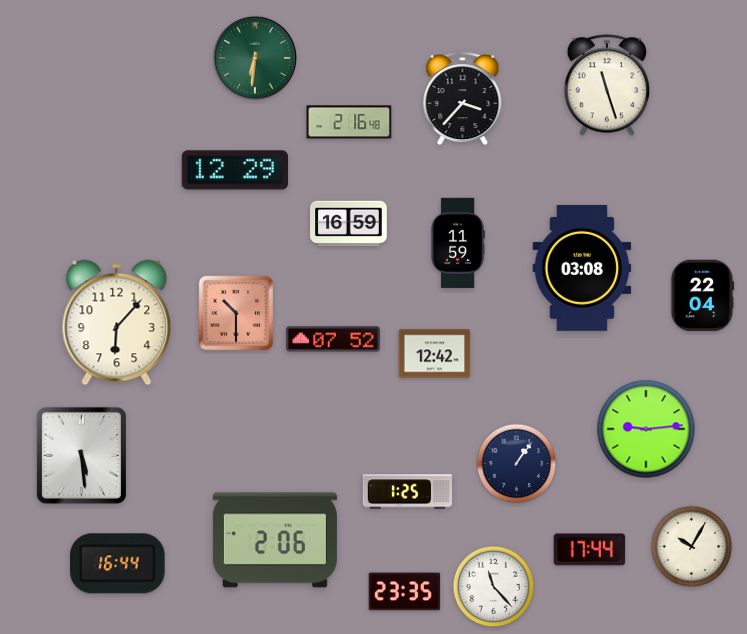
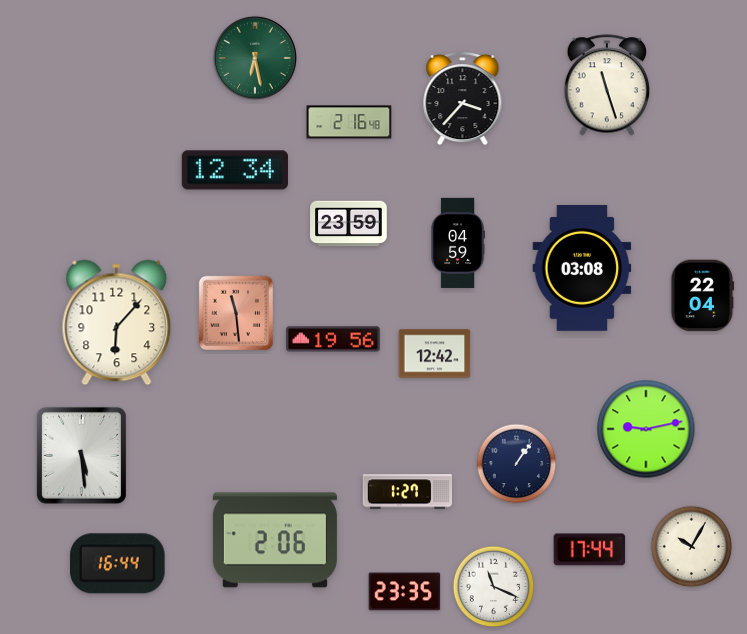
clock at (255, 58): 6:31 -> 6:28
clock at (235, 170): 12:29 -> 12:34
clock at (349, 224): 16:59 -> 23:59
clock at (458, 242): 11:59 -> 04:59
clock at (236, 313): 10:30 -> 11:29
clock at (333, 339): 07:52 -> 19:56
clock at (646, 429): 9:14 -> 9:13
clock at (408, 492): 1:25 -> 1:27
clock at (494, 587): 11:23 -> 11:19
